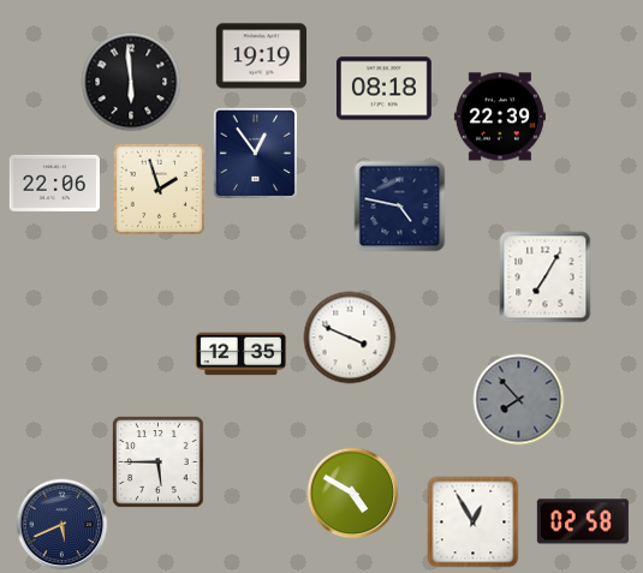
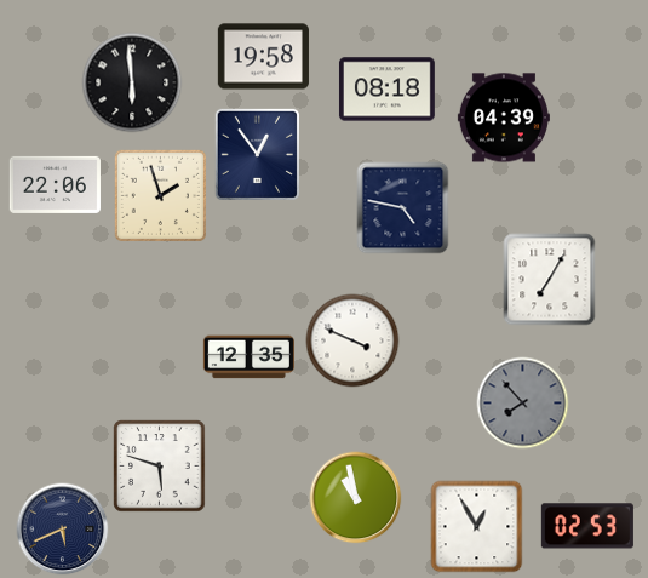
clock at (261, 56): 19:19 -> 19:58
clock at (500, 117): 22:39 -> 04:39
clock at (159, 189) position: (159, 189) -> (160, 195)
clock at (240, 354) position: (240, 354) -> (248, 357)
clock at (159, 462): 5:45 -> 5:48
clock at (353, 494): 4:50 -> 10:58
clock at (583, 521): 02:58 -> 02:53
